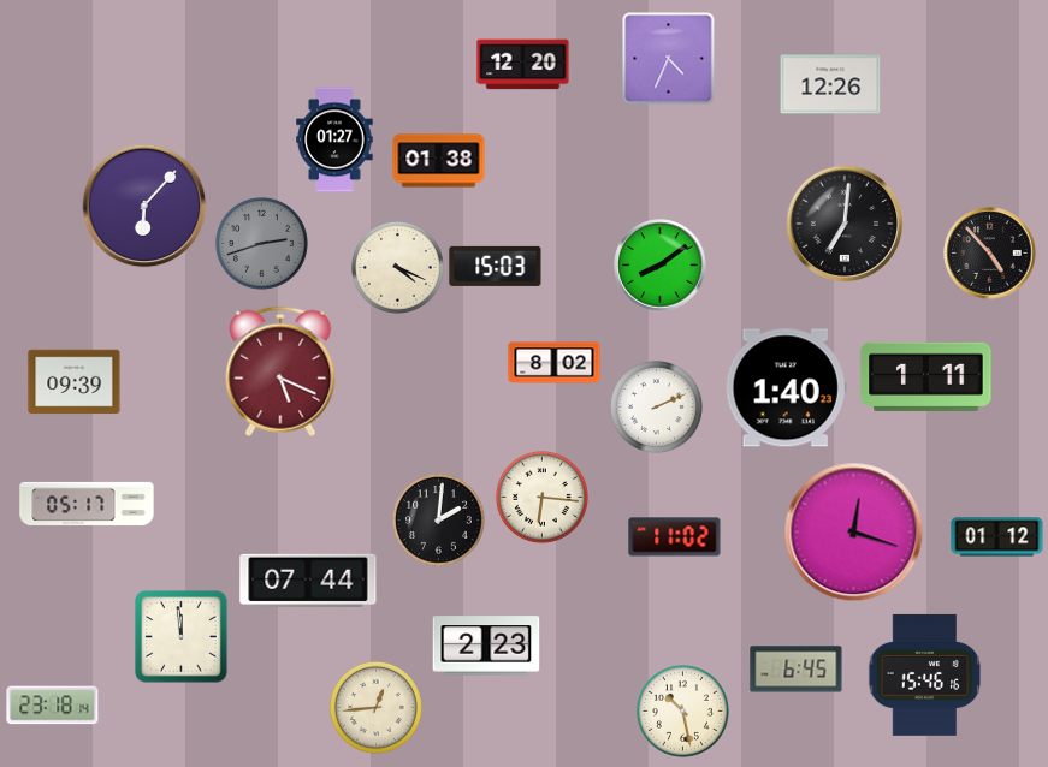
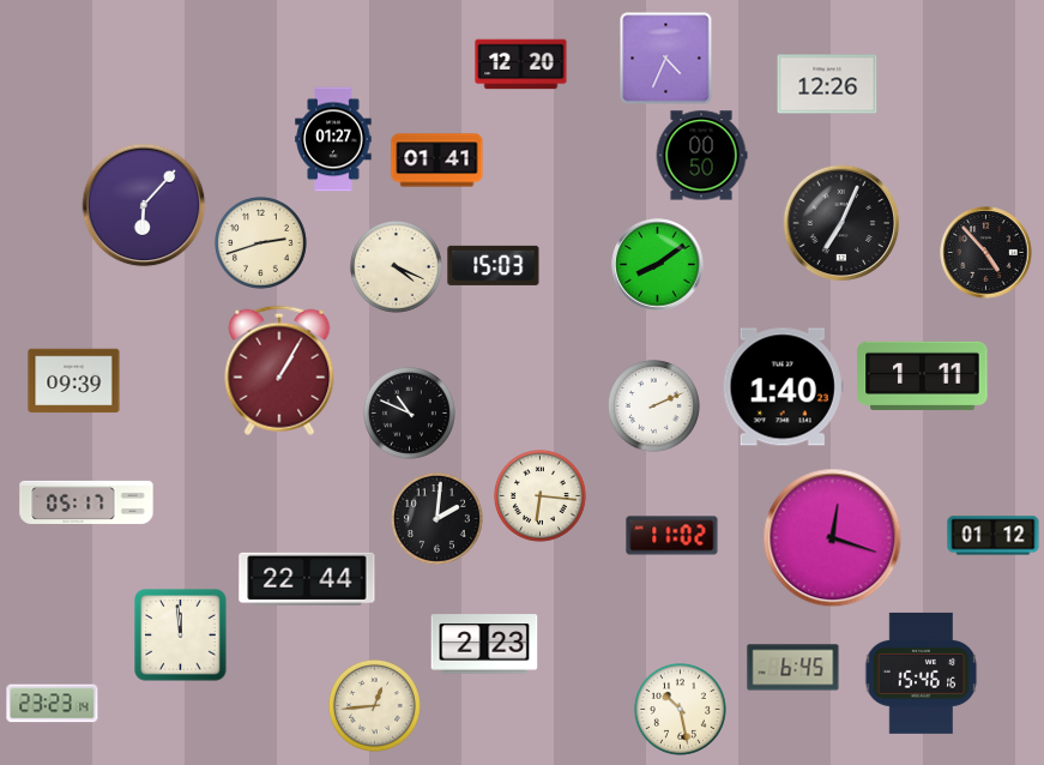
clock at (701, 156): none -> 00:50
clock at (439, 161): 01:38 -> 01:41
clock at (845, 224): 7:01 -> 7:04
clock at (261, 243) dial: grey -> cream
clock at (555, 363): 8:02 -> none
clock at (280, 371): 5:19 -> 1:05
clock at (409, 412): none -> 10:49
clock at (854, 533) position: (854, 533) -> (833, 538)
clock at (308, 581): 07:44 -> 22:44
clock at (53, 706): 23:18 -> 23:23
